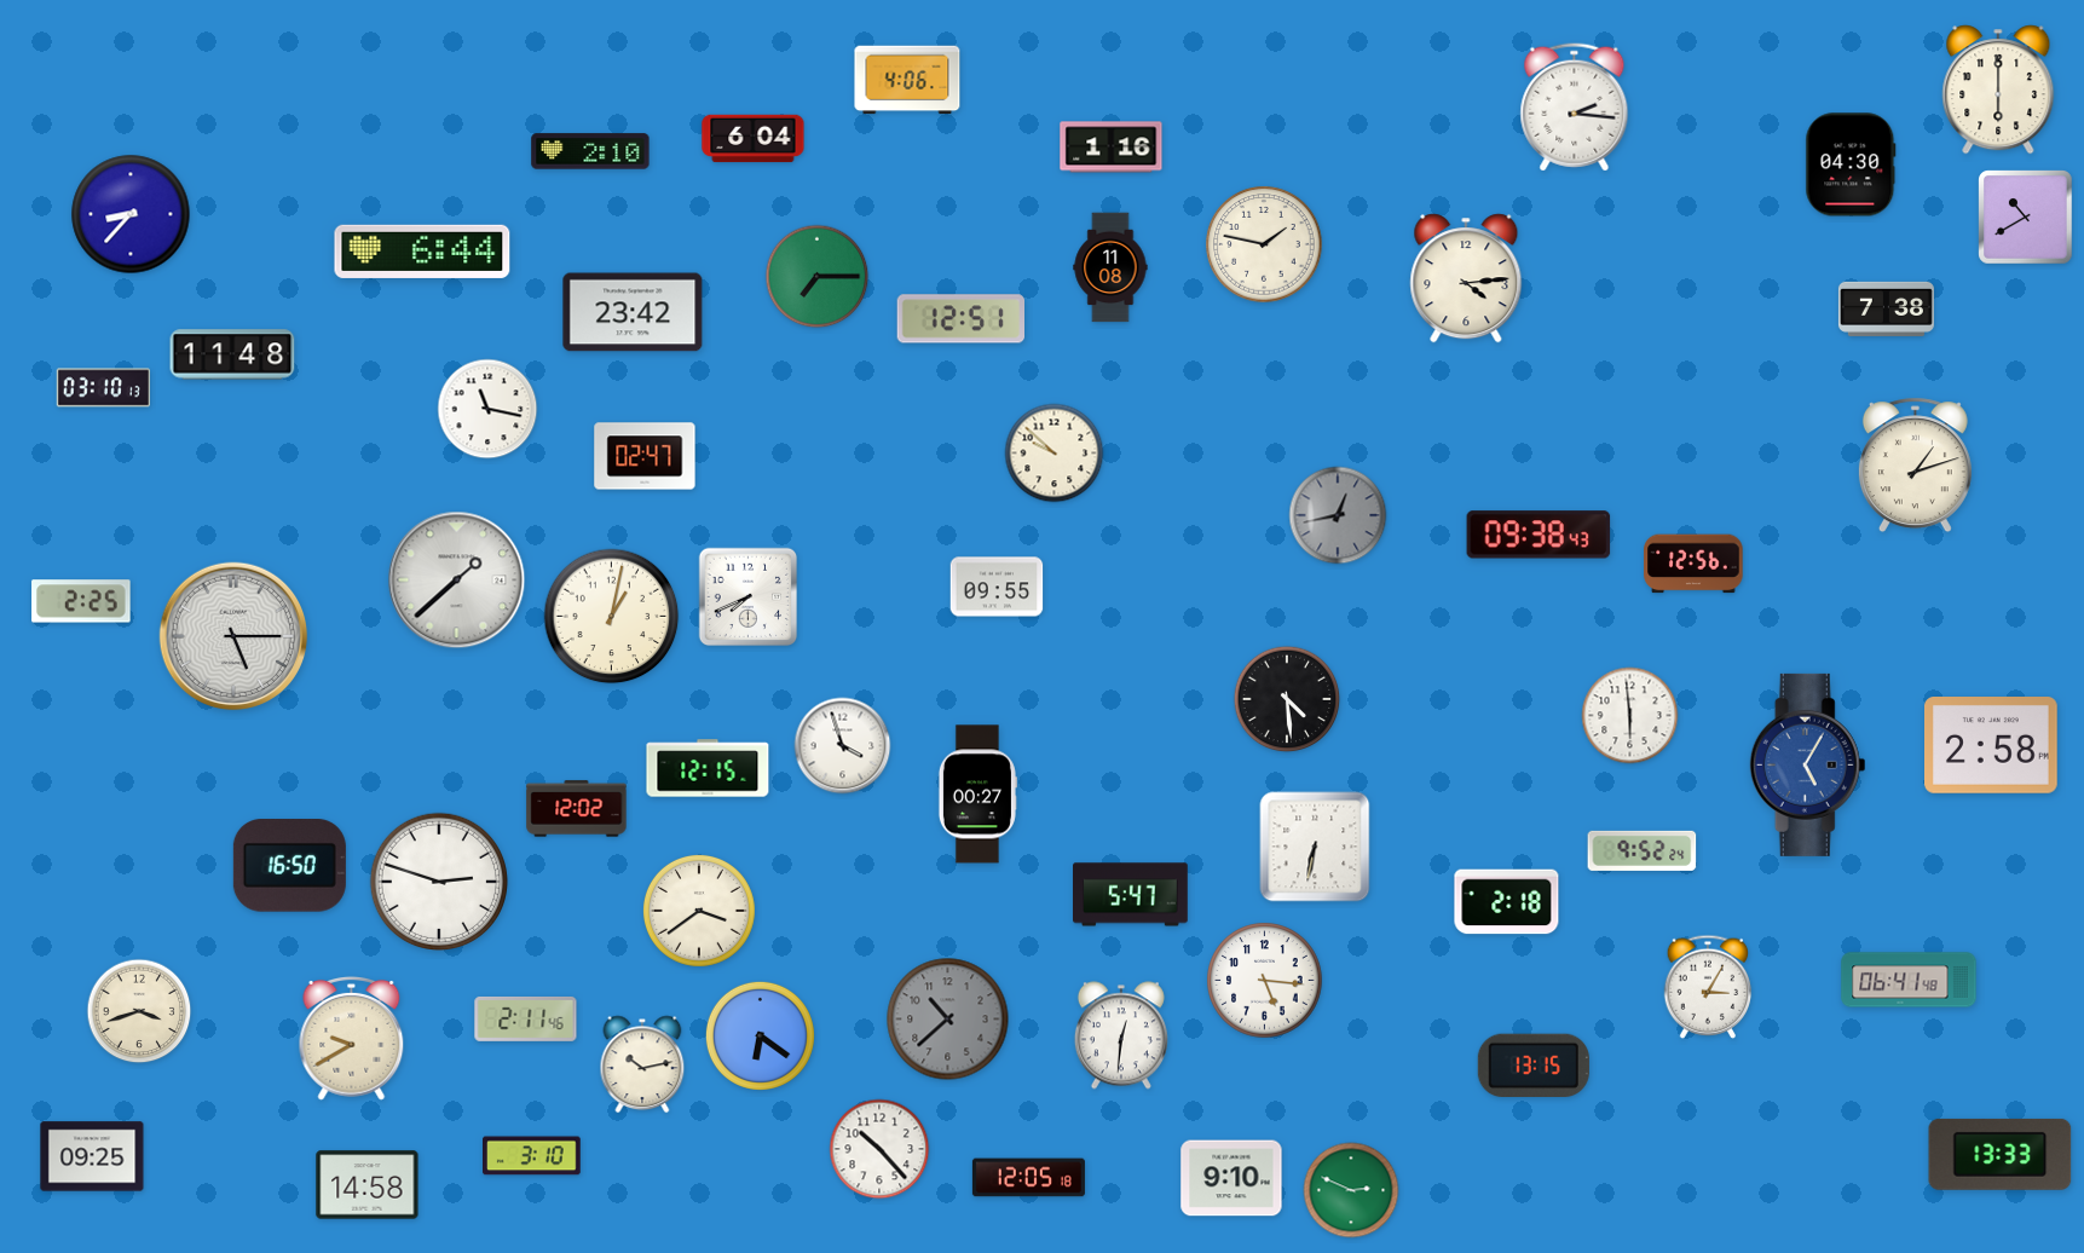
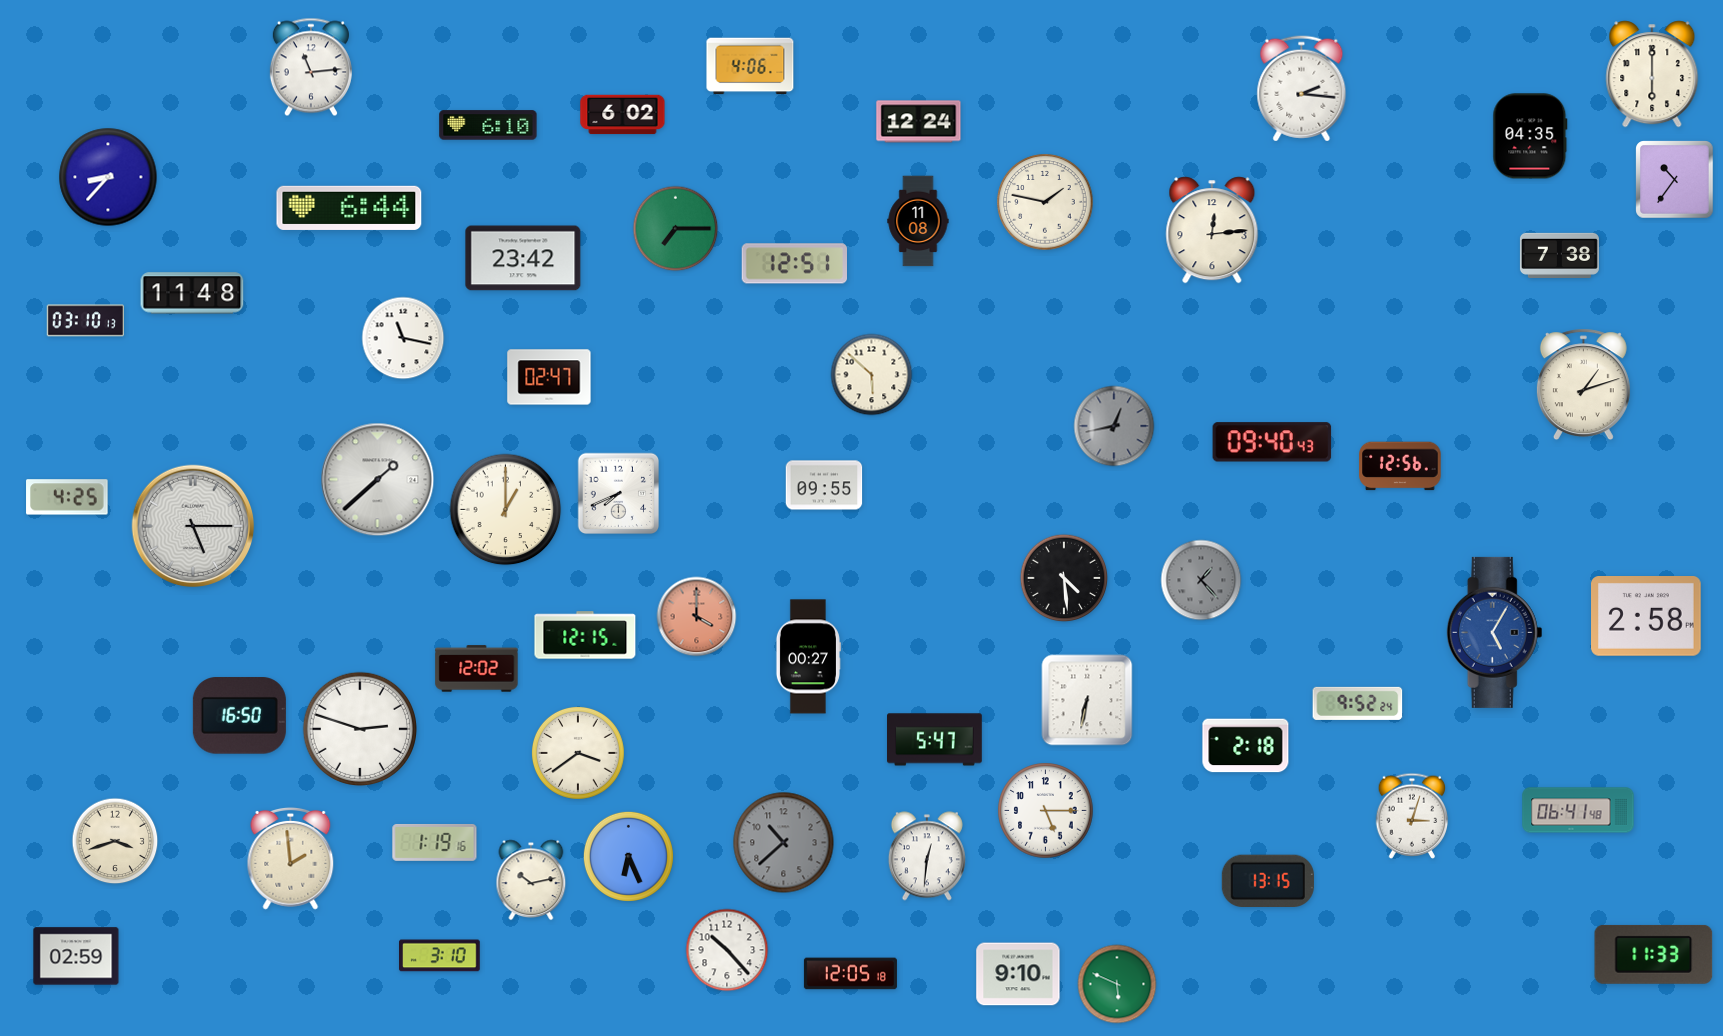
clock at (311, 67): none -> 11:14
clock at (754, 139): 6:04 -> 6:02
clock at (1112, 148): 1:16 -> 12:24
clock at (590, 151): 2:10 -> 6:10
clock at (1851, 164): 04:30 -> 04:35
clock at (2026, 218): 10:40 -> 10:36
clock at (1466, 278): 4:14 -> 12:14
clock at (1055, 454): 9:52 -> 5:52
clock at (645, 456) position: (645, 456) -> (549, 377)
clock at (1338, 515) position: (1338, 515) -> (1114, 426)
clock at (1539, 535): 09:38 -> 09:40
clock at (81, 601): 2:25 -> 4:25
clock at (612, 617): 1:02 -> 1:00
clock at (1201, 580): none -> 1:23
clock at (1630, 716): 5:59 -> none
clock at (843, 746): 3:57 -> 4:00
clock at (843, 746) dial: white -> salmon
clock at (438, 880) position: (438, 880) -> (359, 728)
clock at (1265, 981): 5:16 -> 5:15
clock at (1708, 987): 3:05 -> 3:03
clock at (139, 1011) position: (139, 1011) -> (115, 841)
clock at (526, 1018): 2:11 -> 1:19
clock at (760, 1035): 6:21 -> 6:26
clock at (352, 1038): 9:40 -> 1:59
clock at (2001, 1154): 13:33 -> 11:33
clock at (92, 1156): 09:25 -> 02:59
clock at (368, 1185): 14:58 -> none
clock at (1351, 1190): 2:49 -> 5:49
